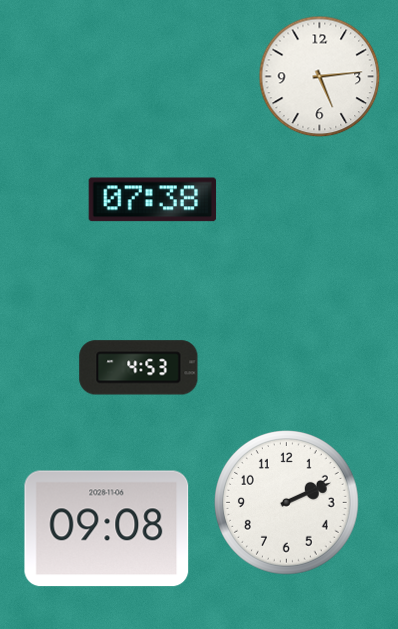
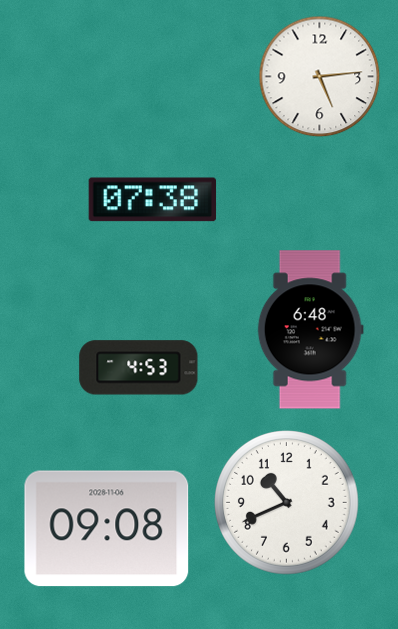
clock at (310, 330): none -> 6:48
clock at (287, 503): 2:11 -> 10:41
